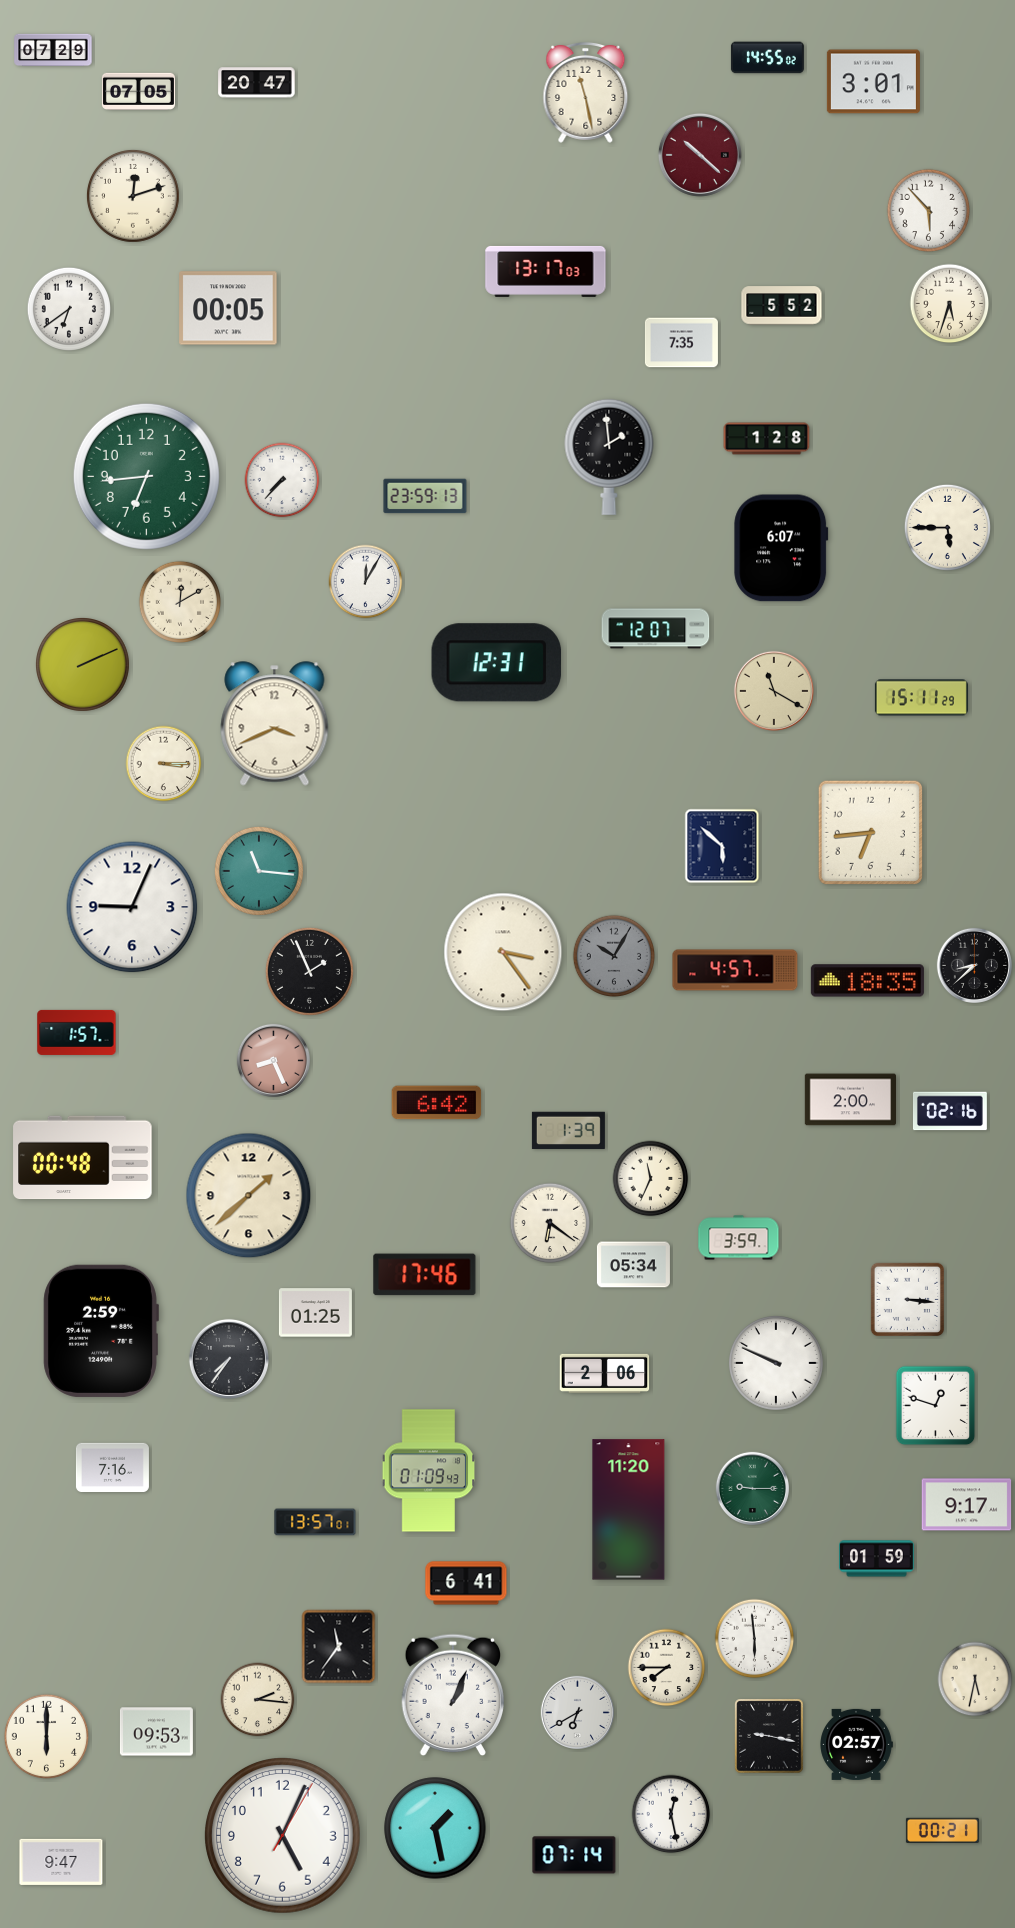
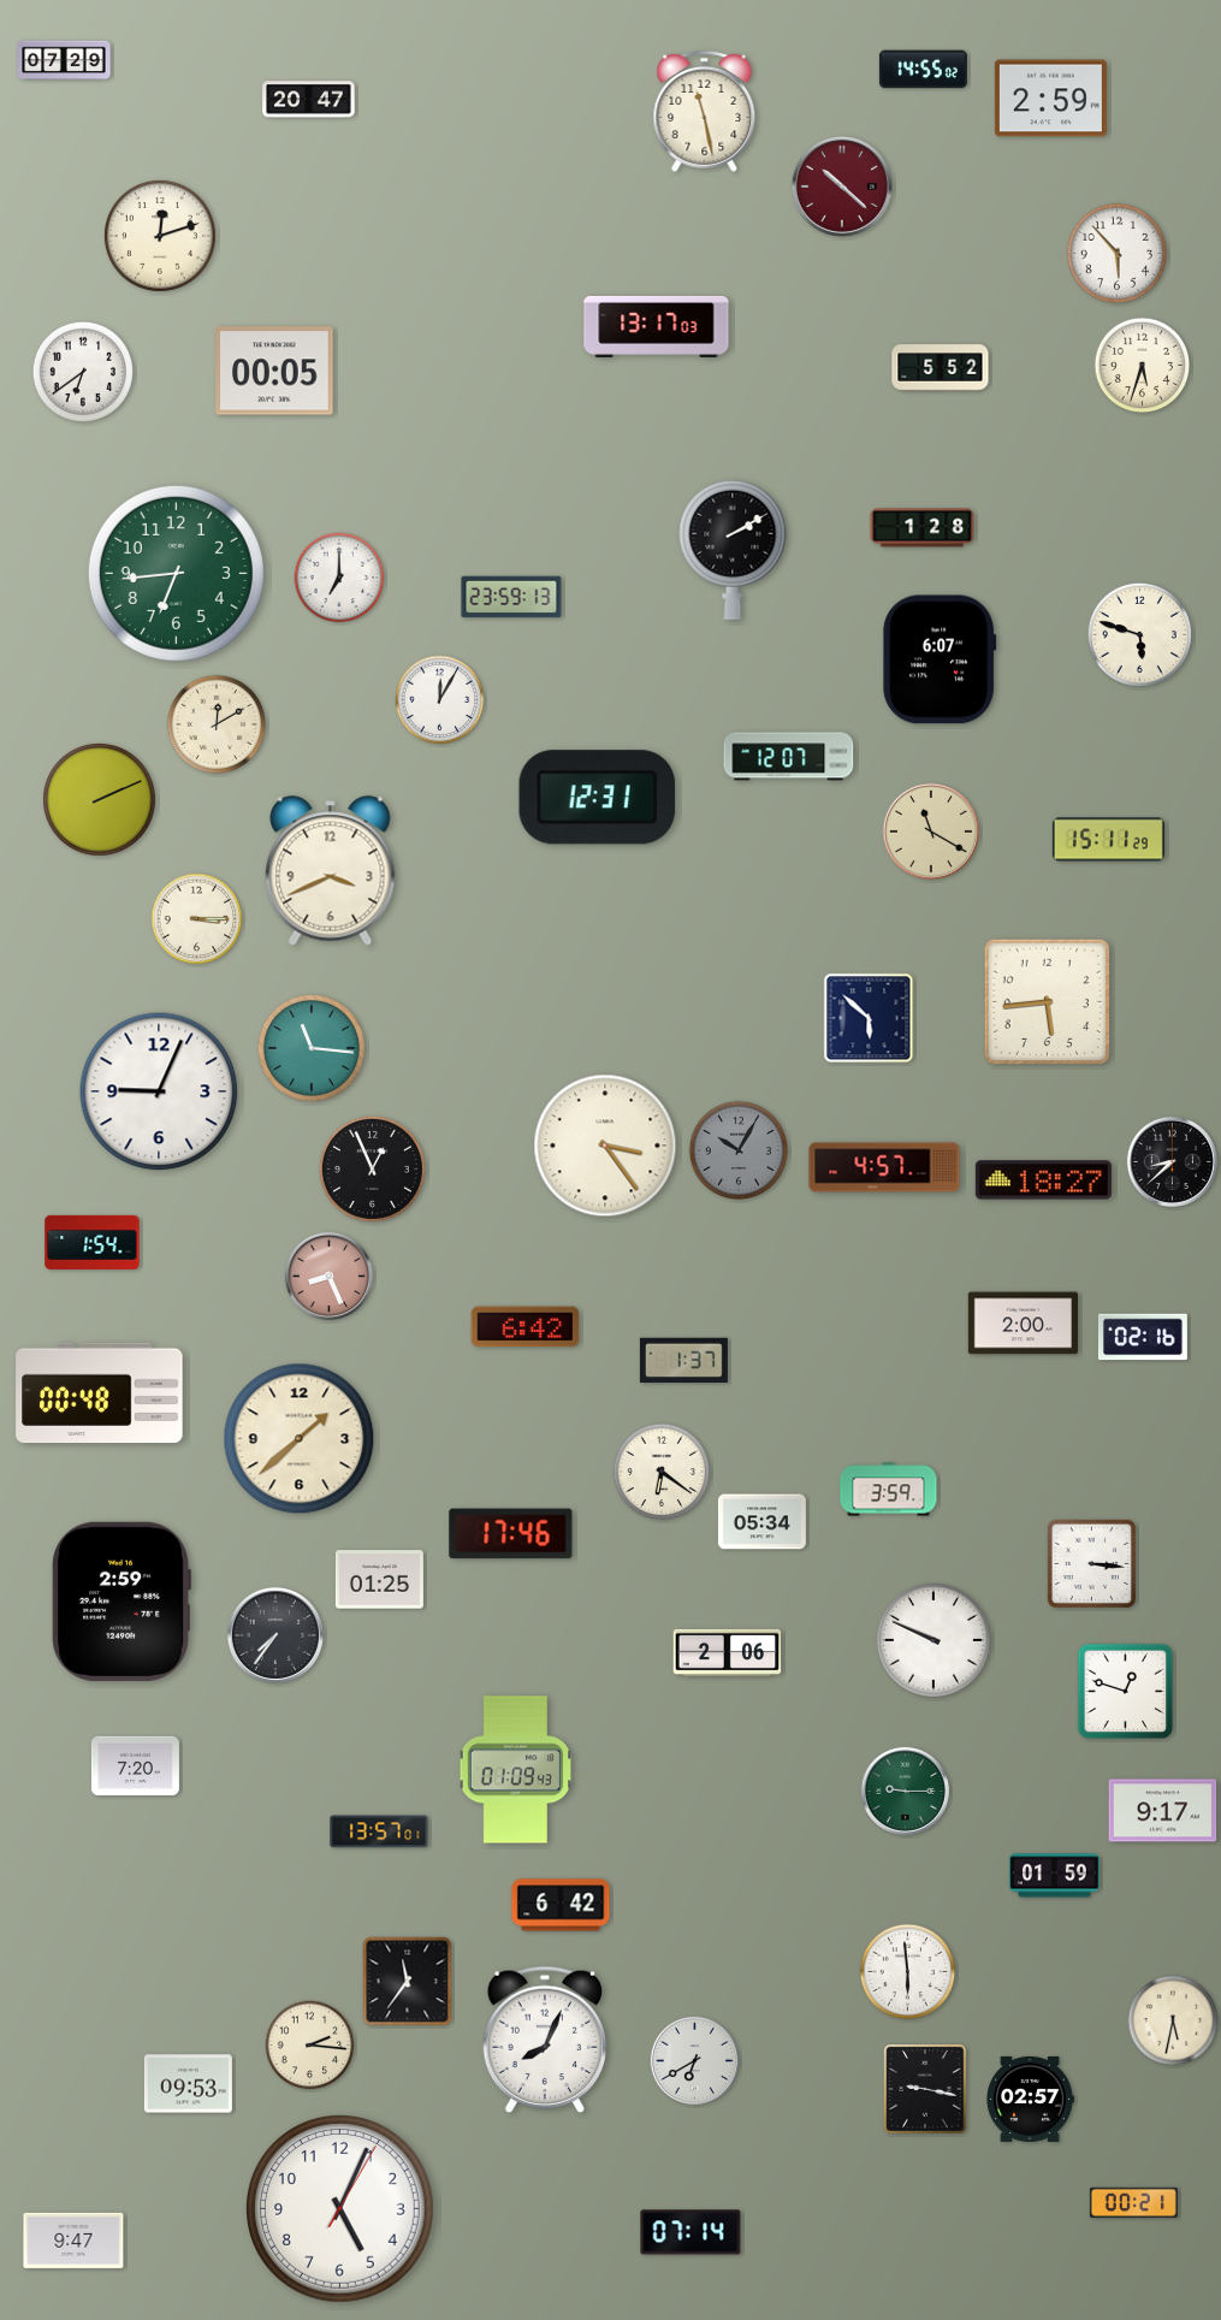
clock at (873, 82): 3:01 -> 2:59
clock at (138, 91): 07:05 -> none
clock at (681, 343): 7:35 -> none
clock at (609, 457): 1:59 -> 2:10
clock at (282, 480): 7:37 -> 7:00
clock at (947, 527): 5:45 -> 5:48
clock at (870, 832): 6:44 -> 5:44
clock at (309, 971): 1:56 -> 12:56
clock at (867, 981): 18:35 -> 18:27
clock at (77, 1032): 1:57 -> 1:54
clock at (568, 1131): 1:39 -> 1:37
clock at (651, 1179): 11:34 -> none
clock at (112, 1468): 7:16 -> 7:20
clock at (629, 1510): 11:20 -> none
clock at (466, 1583): 6:41 -> 6:42
clock at (667, 1668): 7:45 -> none
clock at (452, 1695): 1:04 -> 8:04
clock at (46, 1736): 6:00 -> none
clock at (671, 1814): 12:28 -> none
clock at (435, 1828): 1:28 -> none
